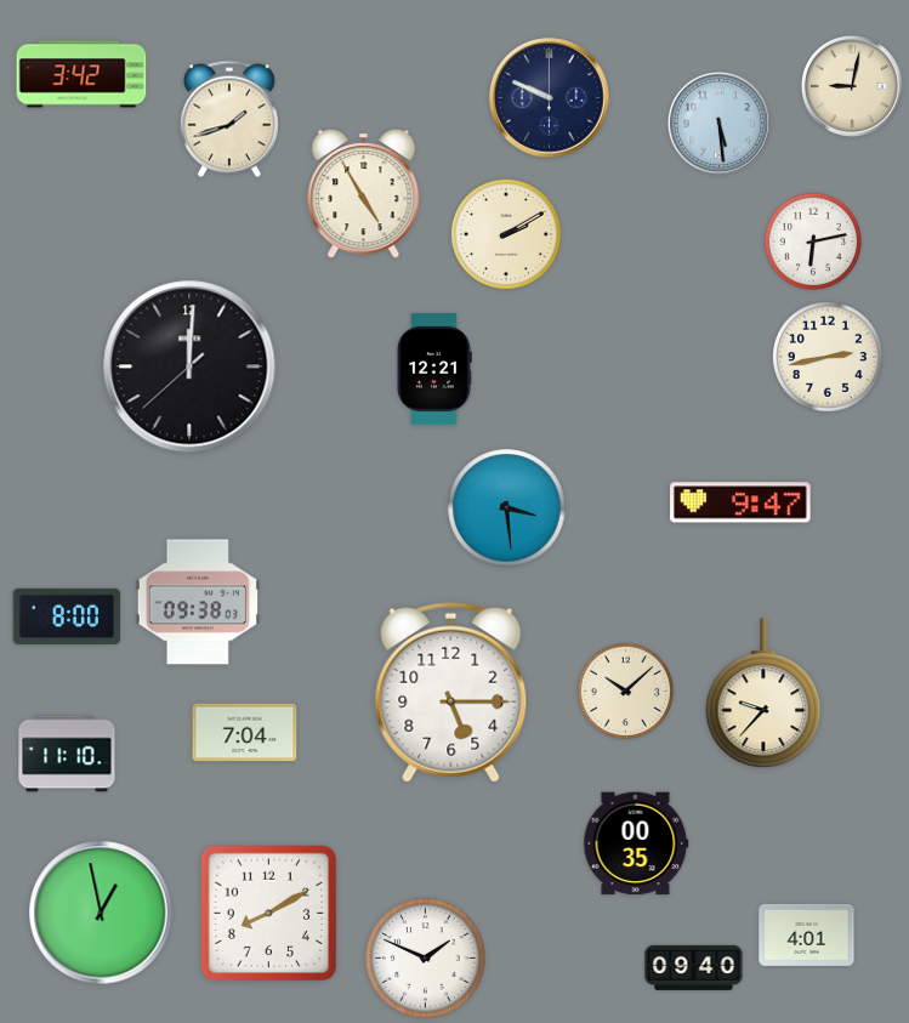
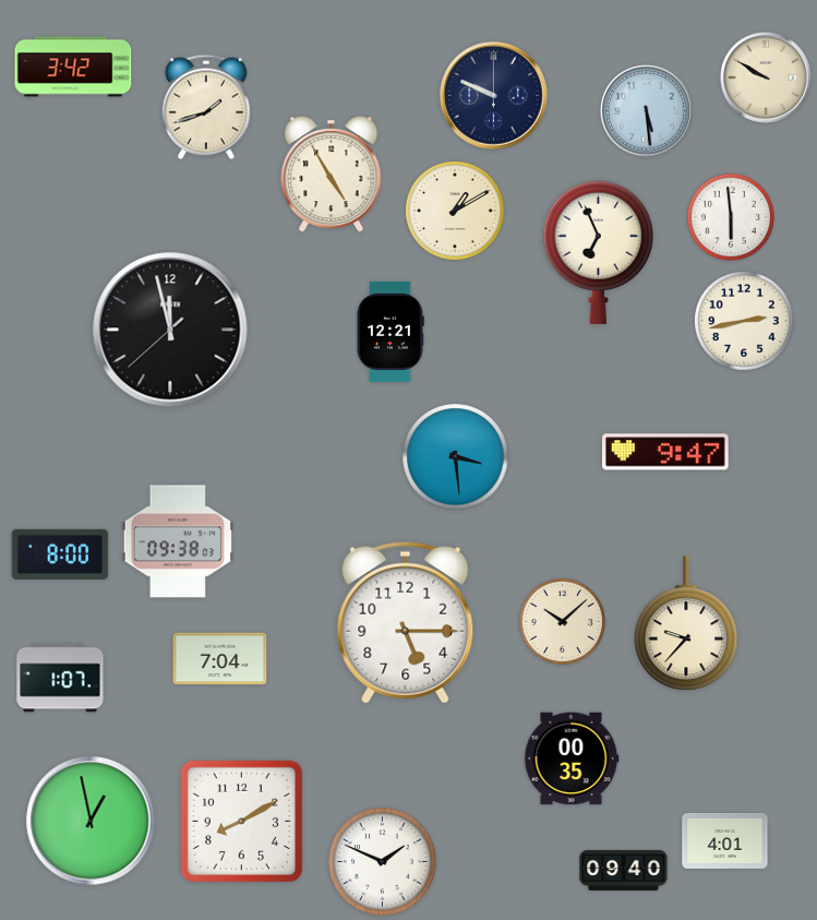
clock at (852, 86): 9:02 -> 9:50
clock at (550, 98) position: (550, 98) -> (494, 96)
clock at (364, 194) position: (364, 194) -> (332, 175)
clock at (507, 235): 2:10 -> 1:10
clock at (812, 240): 6:13 -> 5:59
clock at (598, 252): none -> 6:56
clock at (189, 366): 12:00 -> 11:57
clock at (67, 754): 11:10 -> 1:07
